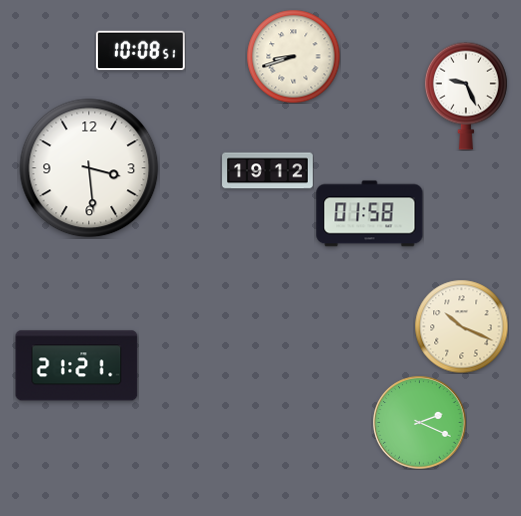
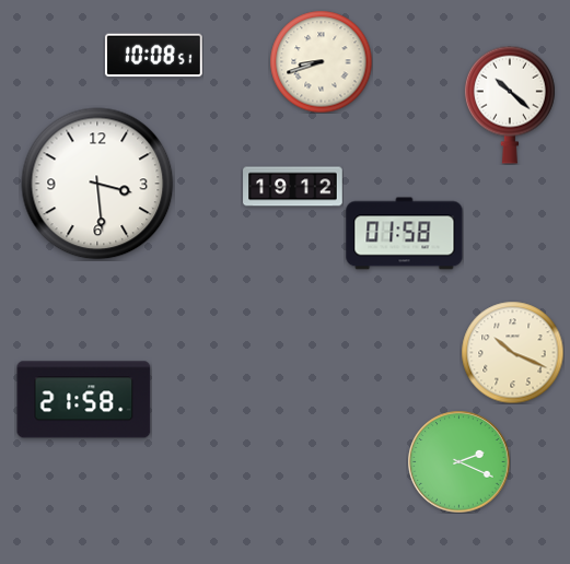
clock at (466, 96): 9:26 -> 10:22
clock at (461, 326) position: (461, 326) -> (512, 352)
clock at (77, 366): 21:21 -> 21:58
